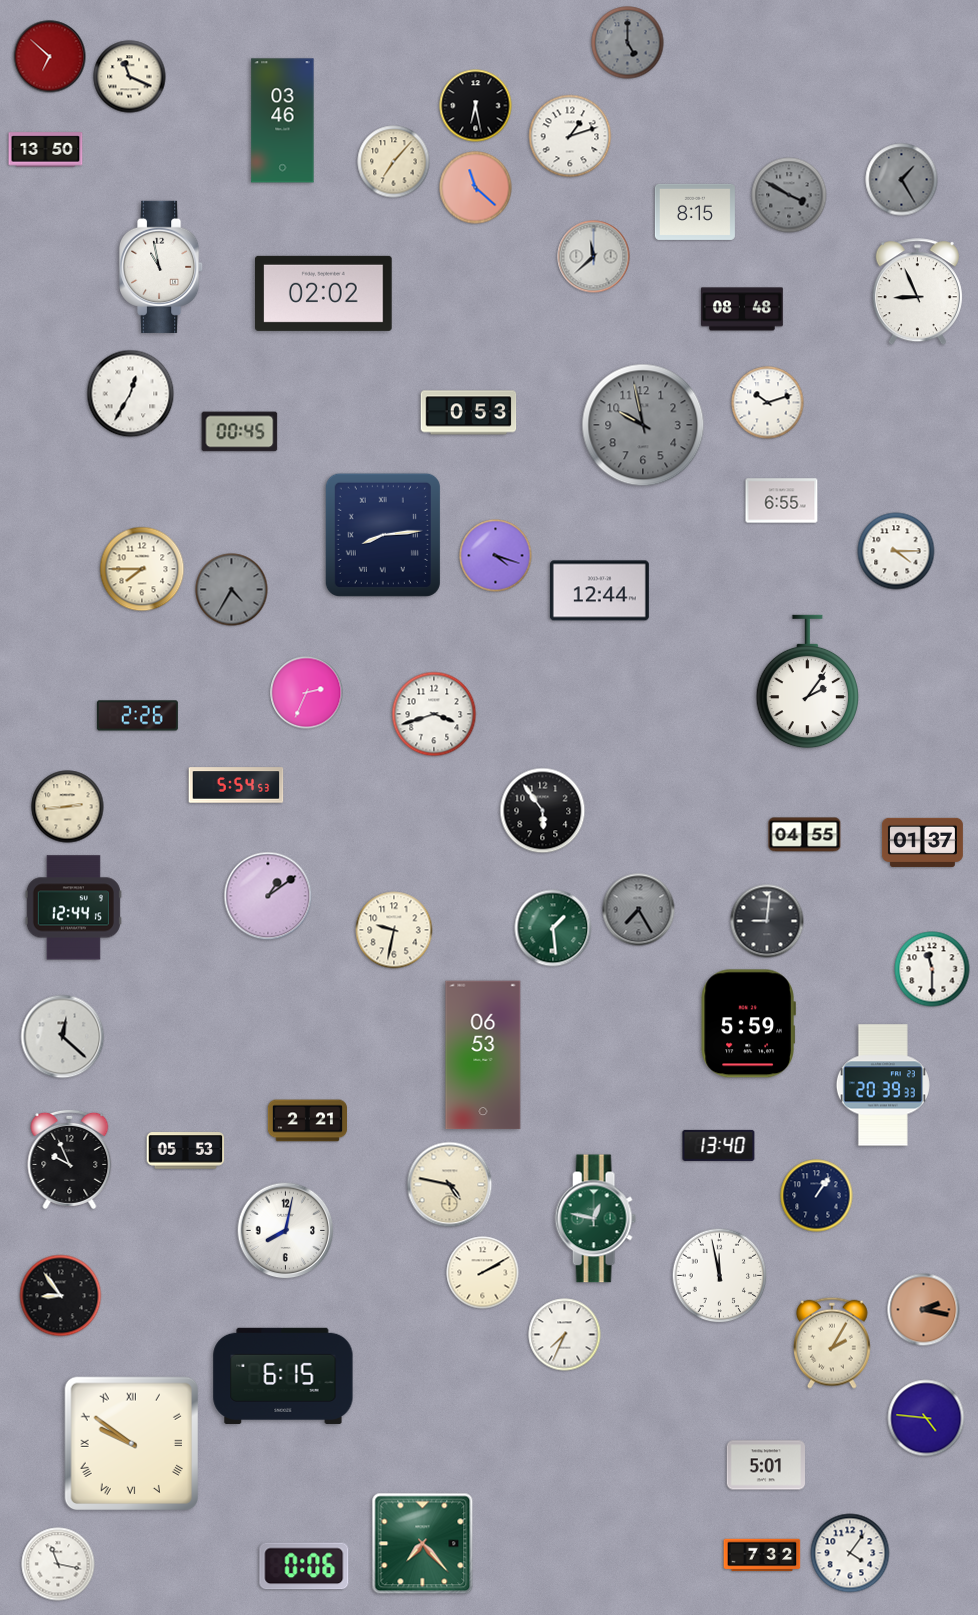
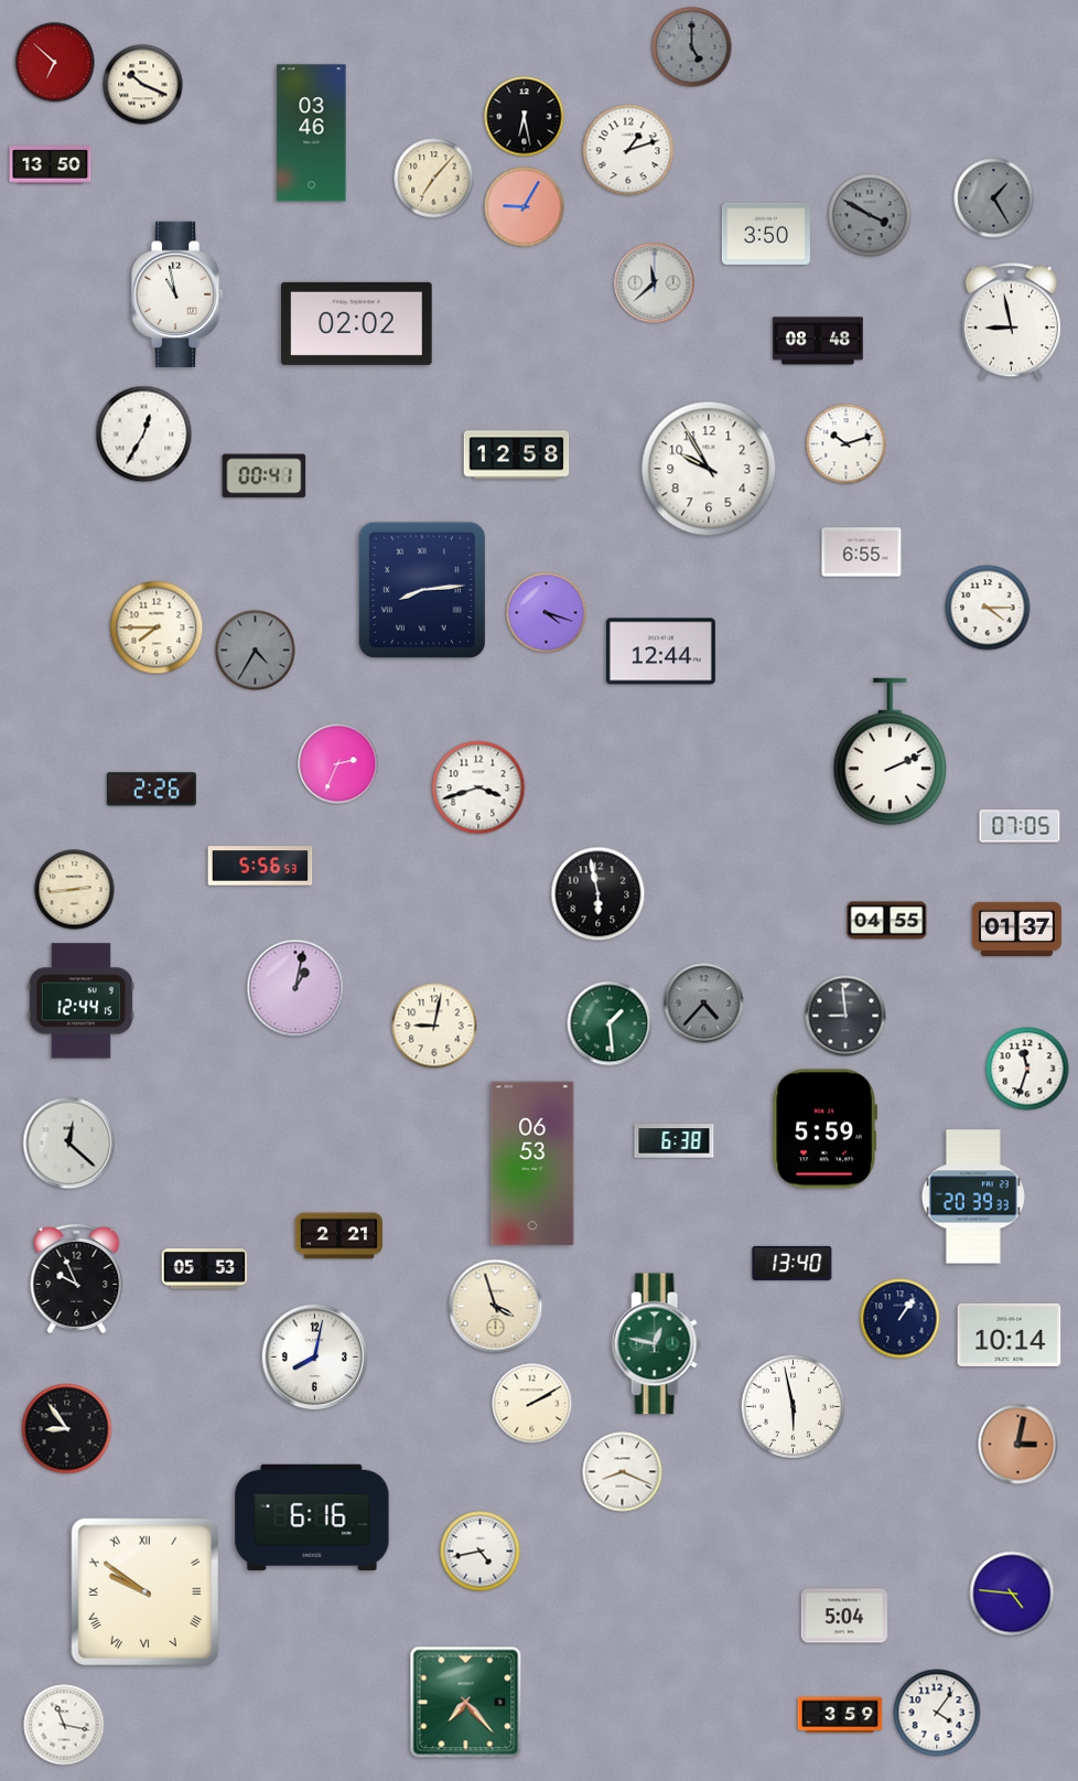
clock at (130, 77): 11:19 -> 10:19
clock at (476, 188): 11:22 -> 9:05
clock at (695, 212): 8:15 -> 3:50
clock at (917, 292): 8:56 -> 8:58
clock at (469, 413): 0:53 -> 12:58
clock at (643, 425): 9:58 -> 9:55
clock at (643, 425) dial: grey -> white
clock at (240, 432): 00:45 -> 00:41
clock at (807, 682): 2:06 -> 2:11
clock at (1020, 826): none -> 07:05
clock at (236, 785): 5:54 -> 5:56
clock at (543, 811): 5:54 -> 5:58
clock at (268, 896): 1:09 -> 1:02
clock at (639, 910): 7:25 -> 4:37
clock at (767, 921): 9:01 -> 8:59
clock at (394, 930): 9:32 -> 9:02
clock at (932, 969): 11:30 -> 11:33
clock at (675, 1141): none -> 6:38
clock at (450, 1185): 4:47 -> 3:57
clock at (1010, 1334): none -> 10:14
clock at (720, 1276): 11:58 -> 5:58
clock at (924, 1310): 2:17 -> 3:02
clock at (565, 1335): 7:34 -> 8:19
clock at (833, 1343): 2:05 -> none
clock at (283, 1376): 6:15 -> 6:16
clock at (481, 1552): none -> 4:43
clock at (926, 1418) position: (926, 1418) -> (1012, 1594)
clock at (766, 1465): 5:01 -> 5:04
clock at (762, 1555): 7:32 -> 3:59
clock at (304, 1566): 0:06 -> none
